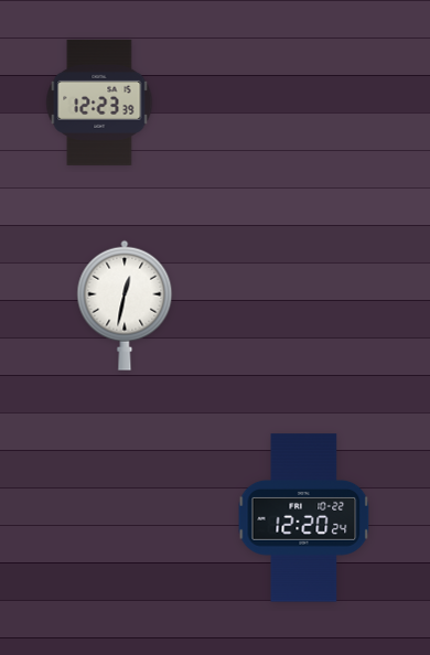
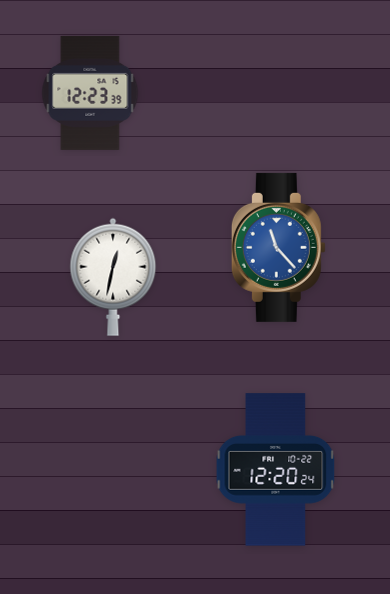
clock at (278, 247): none -> 11:23
